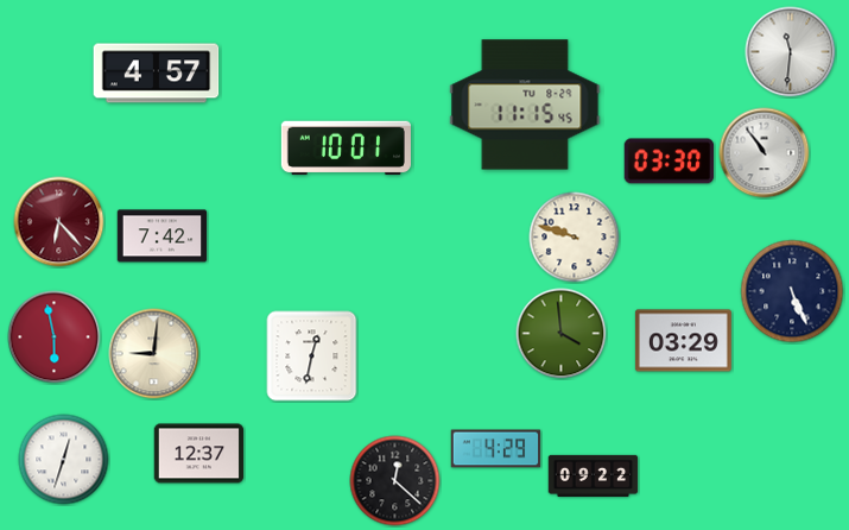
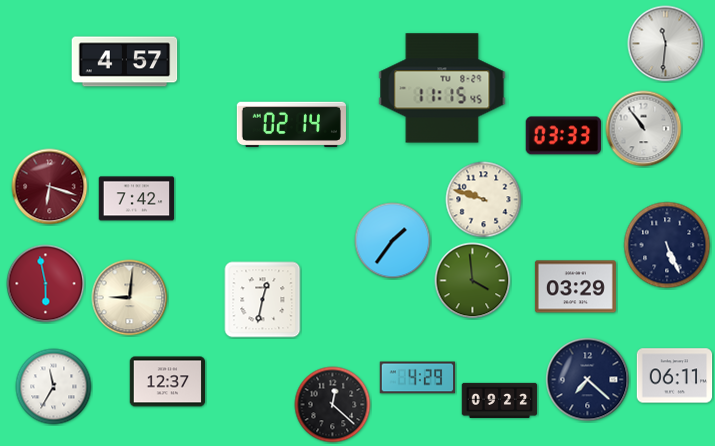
clock at (157, 74) position: (157, 74) -> (125, 62)
clock at (346, 149): 10:01 -> 02:14
clock at (670, 162): 03:30 -> 03:33
clock at (59, 222): 6:23 -> 6:18
clock at (393, 241): none -> 1:36
clock at (675, 376): none -> 06:11
clock at (588, 380): none -> 7:22
clock at (64, 460): 12:33 -> 11:35
